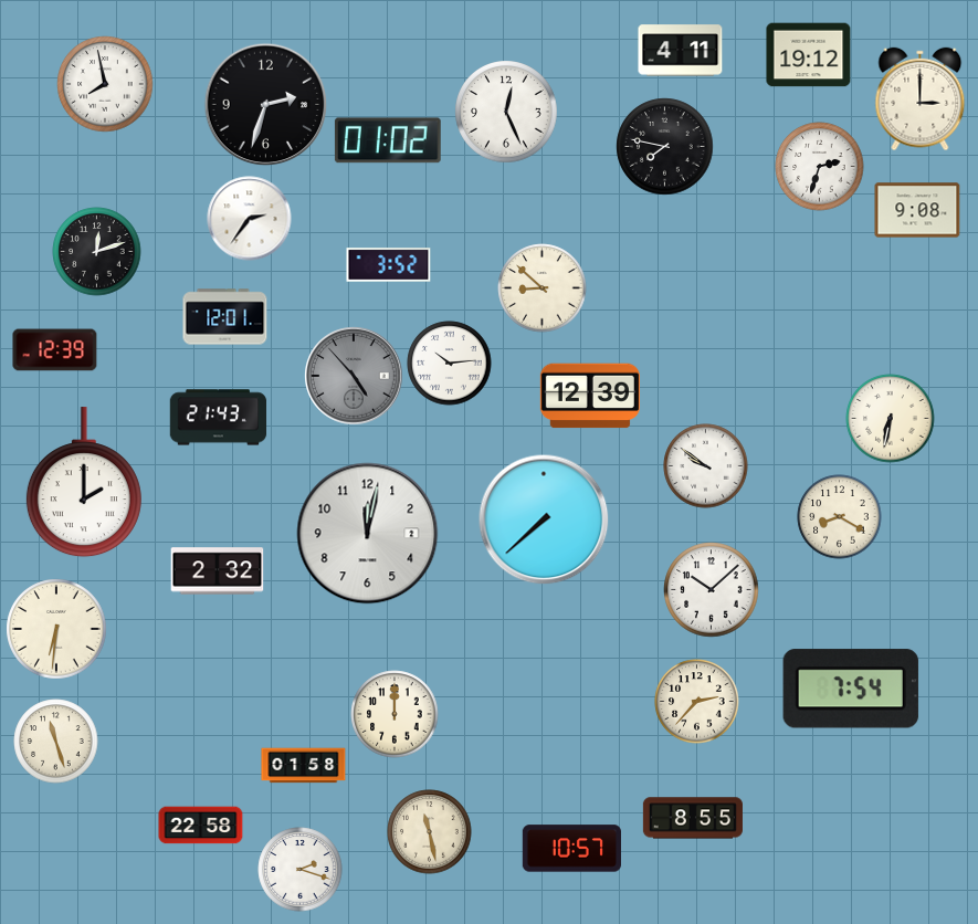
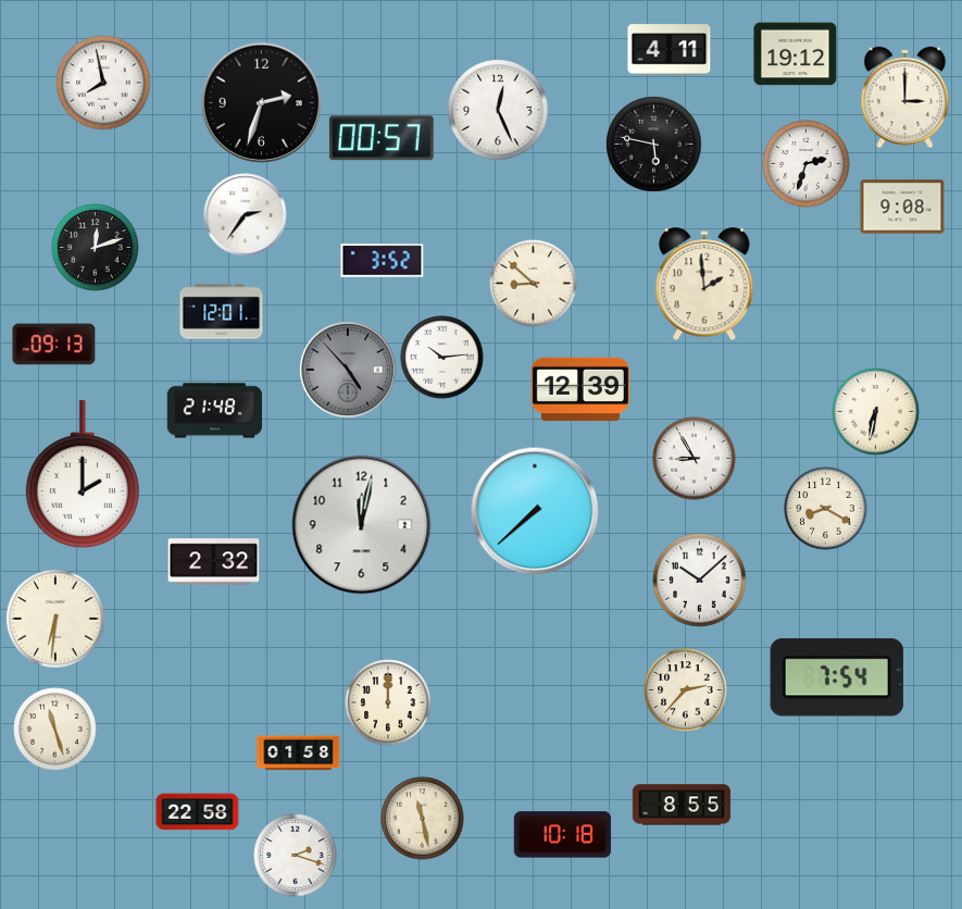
clock at (388, 140): 01:02 -> 00:57
clock at (665, 147): 7:47 -> 5:47
clock at (704, 285): none -> 1:59
clock at (55, 350): 12:39 -> 09:13
clock at (219, 418): 21:43 -> 21:48
clock at (706, 466): 9:51 -> 8:55
clock at (571, 849): 10:57 -> 10:18
